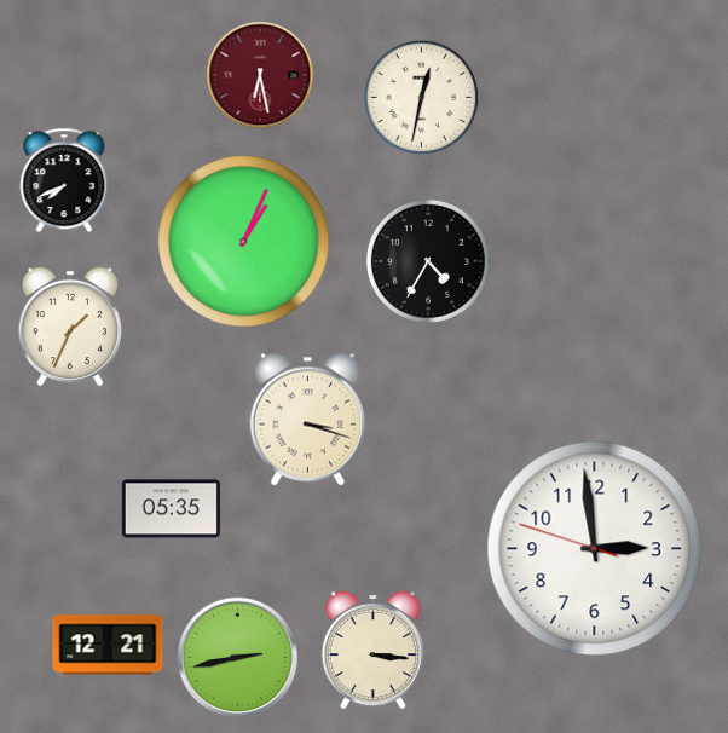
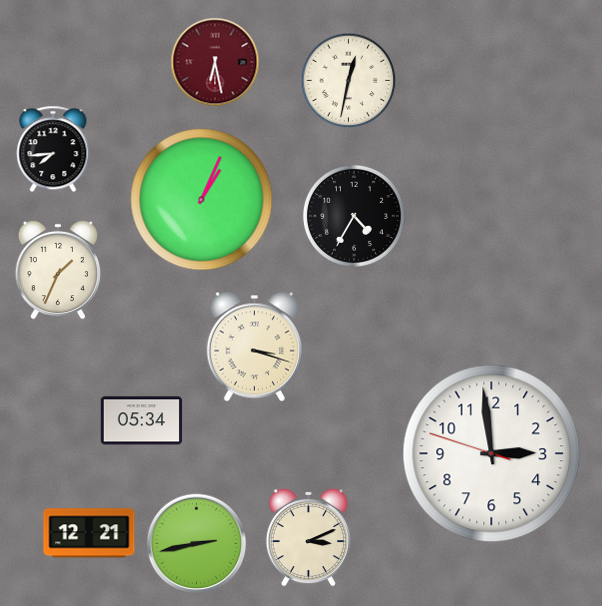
clock at (64, 180): 7:41 -> 7:44
clock at (172, 509): 05:35 -> 05:34
clock at (372, 650): 3:16 -> 3:11
